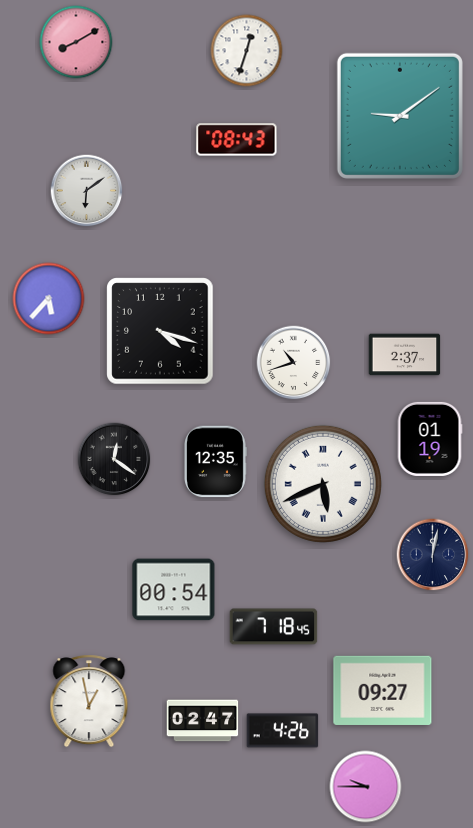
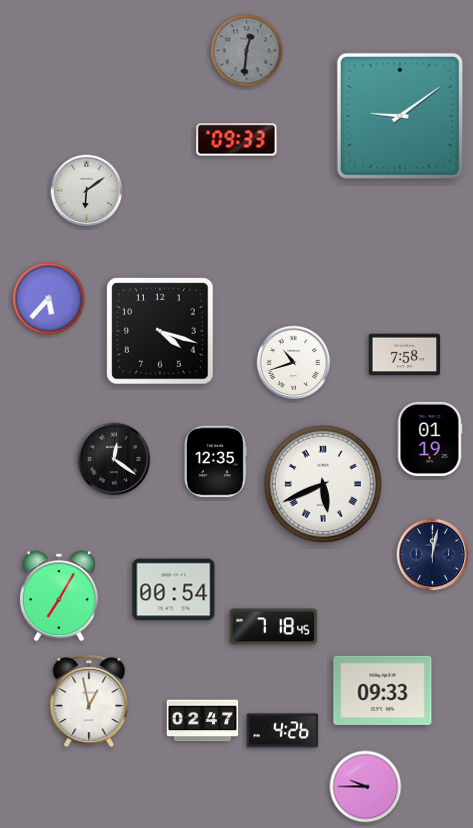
clock at (76, 42): 8:10 -> none
clock at (247, 51): 12:33 -> 12:31
clock at (247, 51) dial: white -> grey
clock at (237, 140): 08:43 -> 09:33
clock at (405, 355): 2:37 -> 7:58
clock at (59, 596): none -> 7:05
clock at (383, 690): 09:27 -> 09:33
